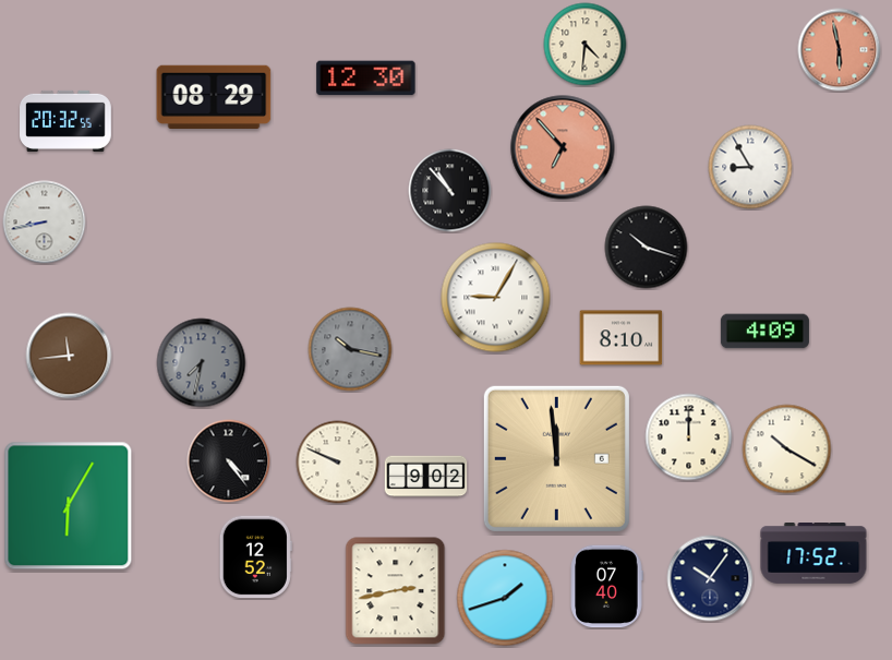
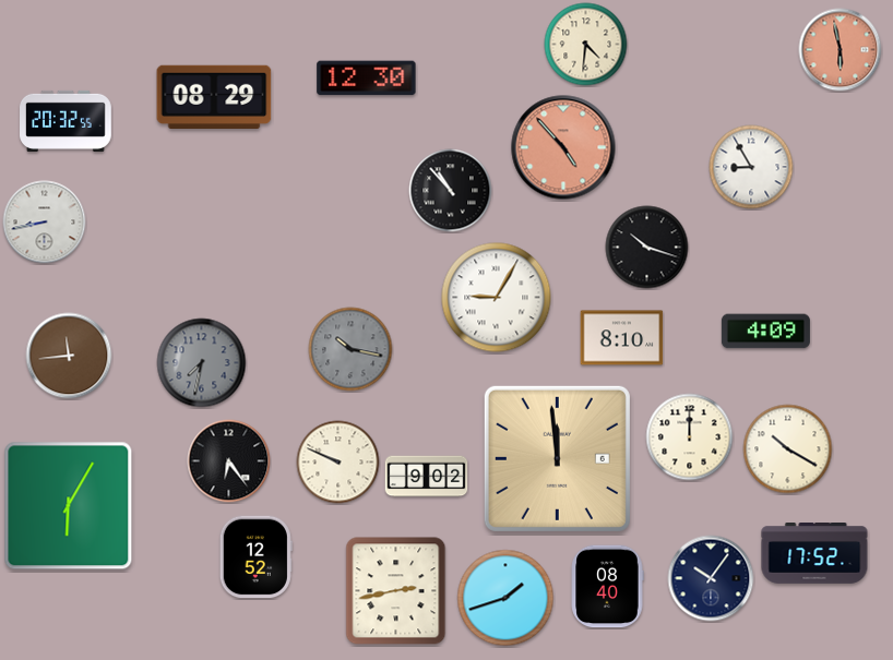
clock at (563, 147): 6:53 -> 4:53
clock at (229, 461): 4:24 -> 6:24
clock at (606, 587): 07:40 -> 08:40
